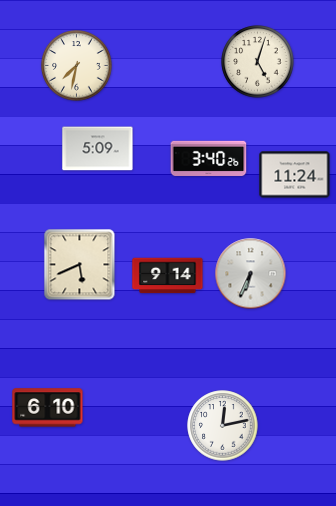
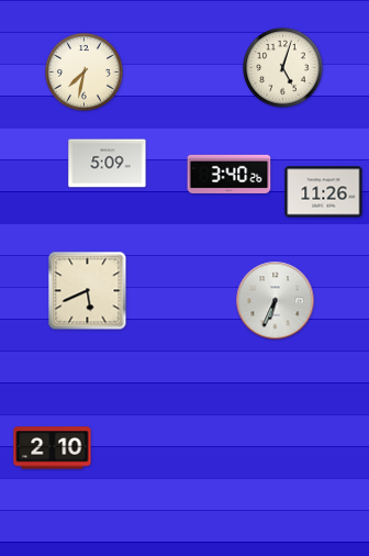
clock at (295, 175): 11:24 -> 11:26
clock at (168, 276): 9:14 -> none
clock at (48, 408): 6:10 -> 2:10
clock at (223, 426): 12:13 -> none
